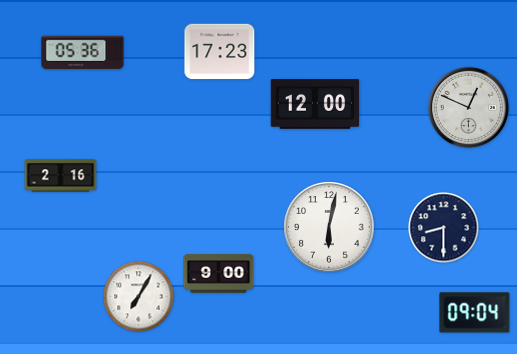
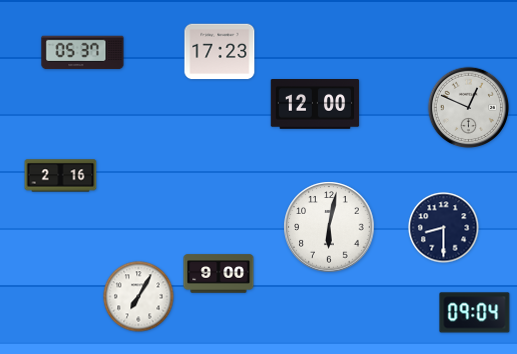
clock at (83, 53): 05:36 -> 05:37
